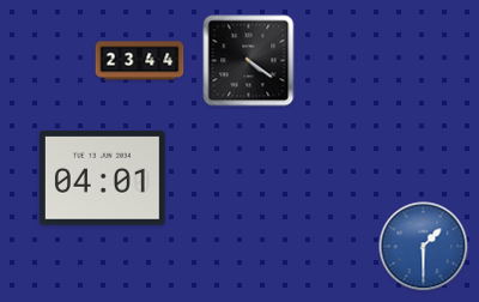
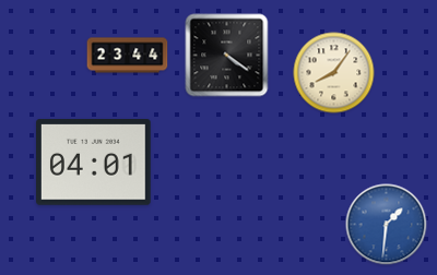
clock at (334, 73): none -> 8:06
clock at (424, 247): 1:30 -> 1:31
